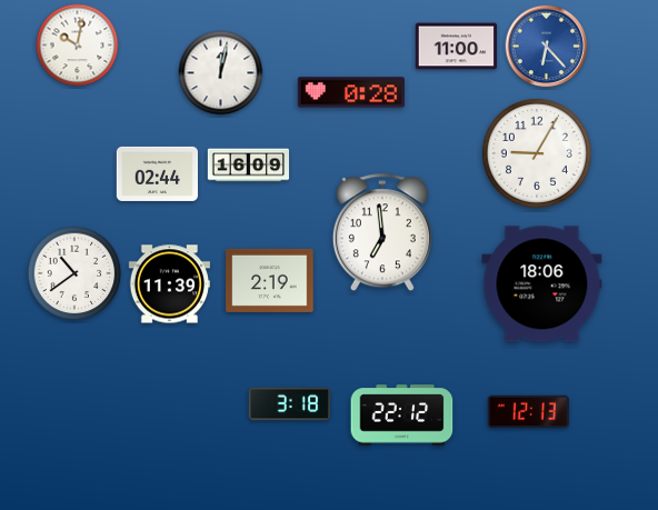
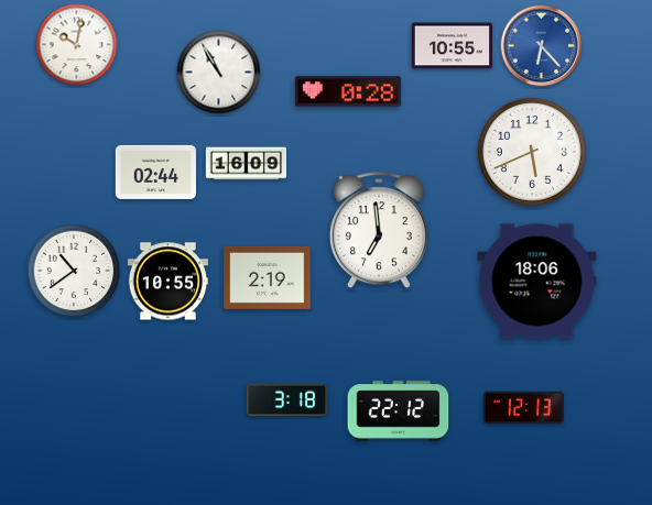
clock at (456, 47): 11:00 -> 10:55
clock at (221, 73): 12:02 -> 10:55
clock at (537, 153): 9:05 -> 5:41
clock at (169, 284): 11:39 -> 10:55
